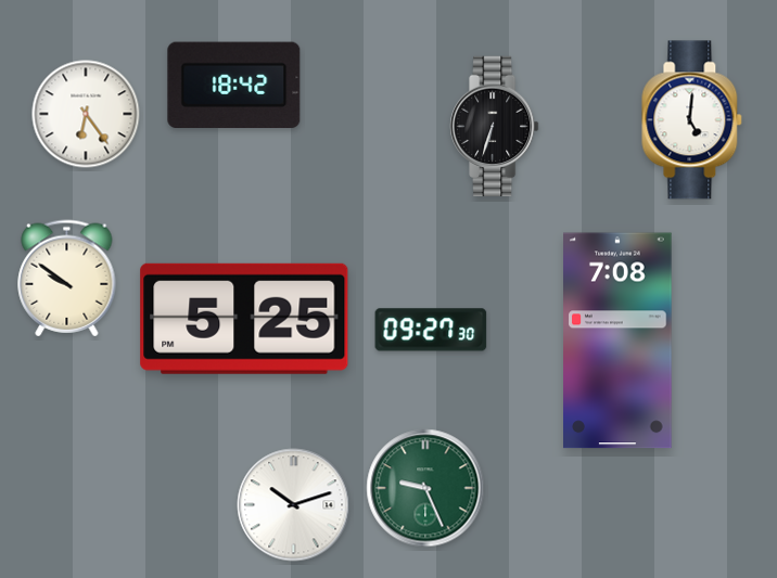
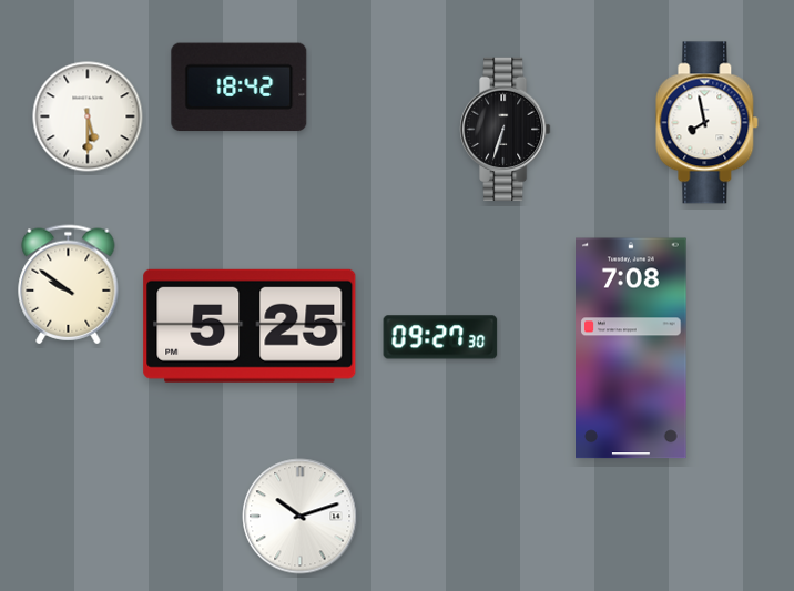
clock at (86, 114): 6:24 -> 5:30
clock at (692, 120): 5:01 -> 7:58
clock at (425, 488): 9:26 -> none
